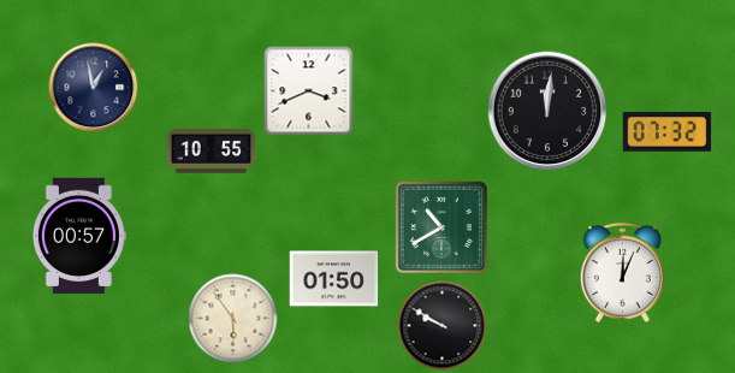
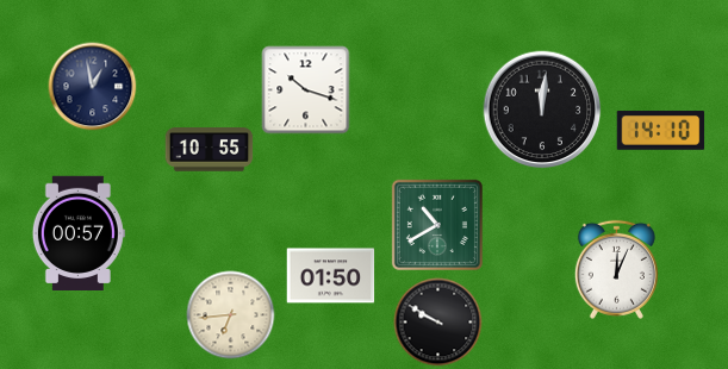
clock at (309, 91): 3:41 -> 10:18
clock at (668, 132): 07:32 -> 14:10
clock at (233, 319): 5:54 -> 6:44
